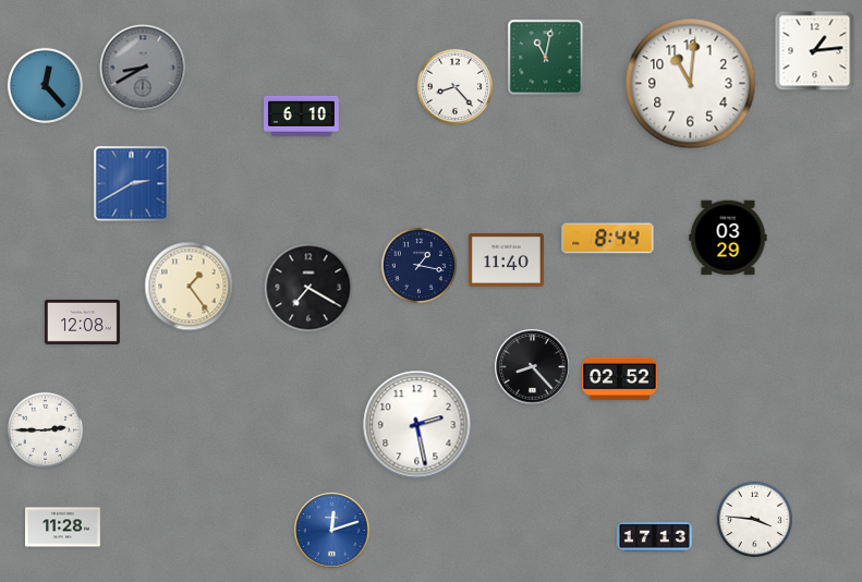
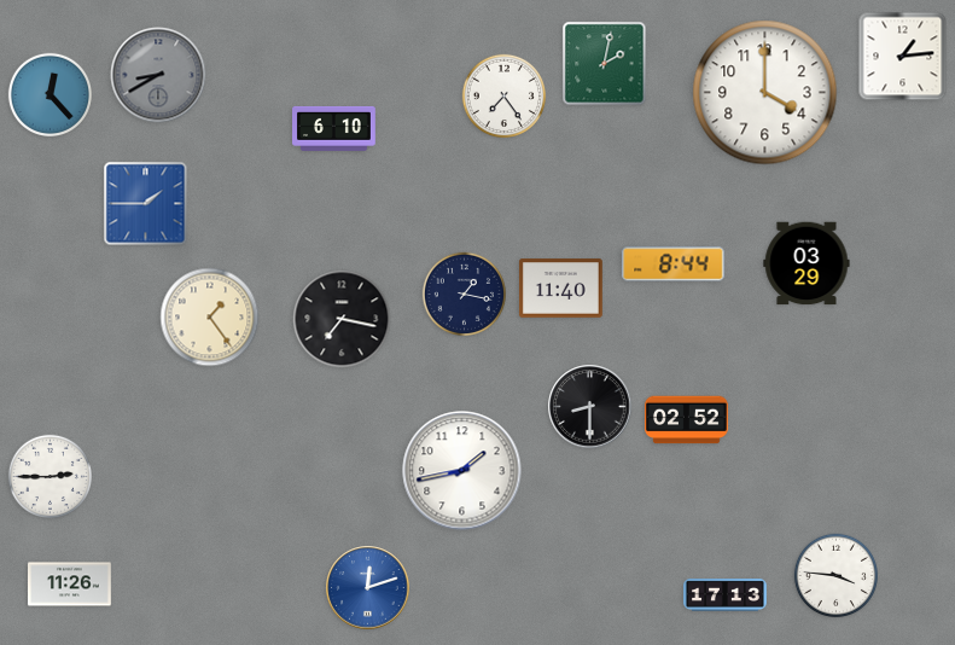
clock at (546, 58): 11:02 -> 2:02
clock at (691, 84): 11:01 -> 4:00
clock at (454, 86): 8:23 -> 7:24
clock at (132, 184): 2:40 -> 1:45
clock at (308, 288): 7:20 -> 7:17
clock at (83, 322): 12:08 -> none
clock at (533, 367): 8:23 -> 8:30
clock at (417, 425): 2:28 -> 1:43
clock at (63, 528): 11:28 -> 11:26
